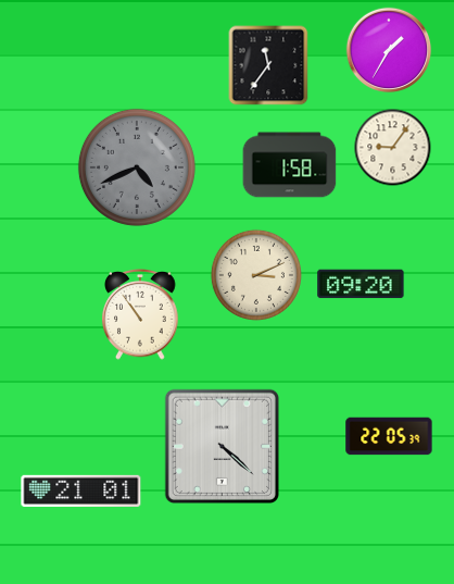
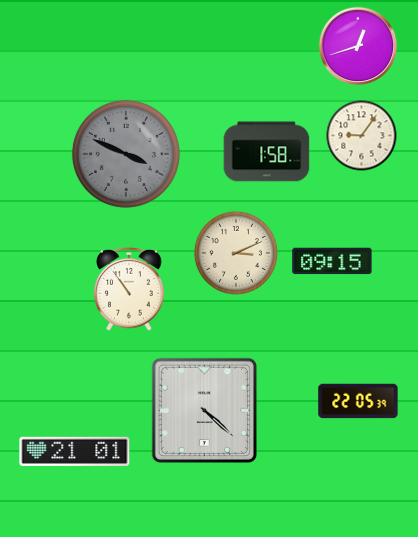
clock at (389, 50): 1:35 -> 12:42
clock at (268, 65): 11:36 -> none
clock at (137, 167): 4:41 -> 3:49
clock at (361, 284): 09:20 -> 09:15
